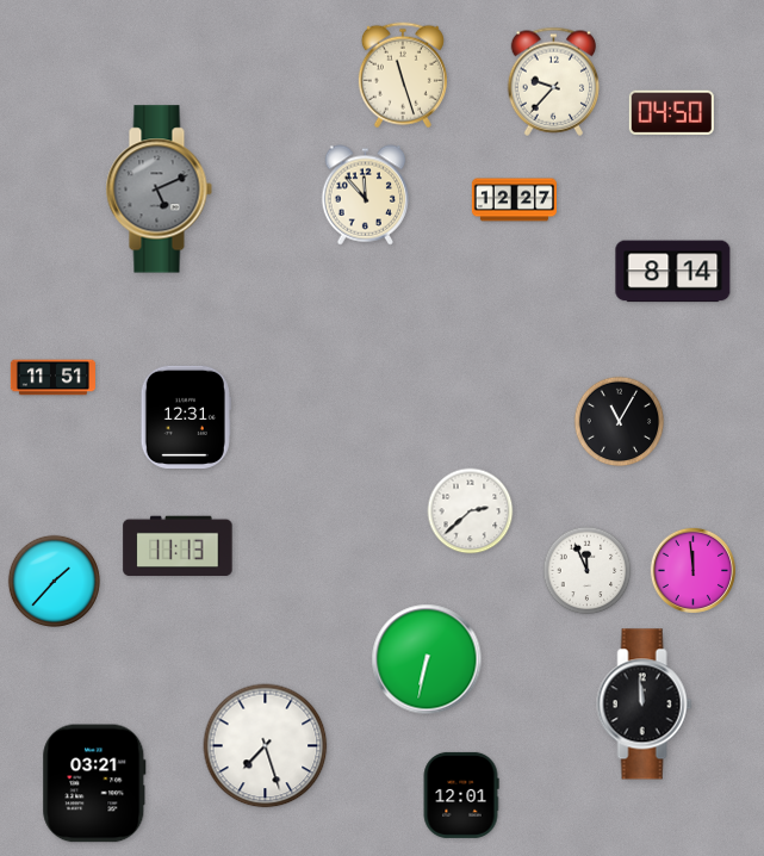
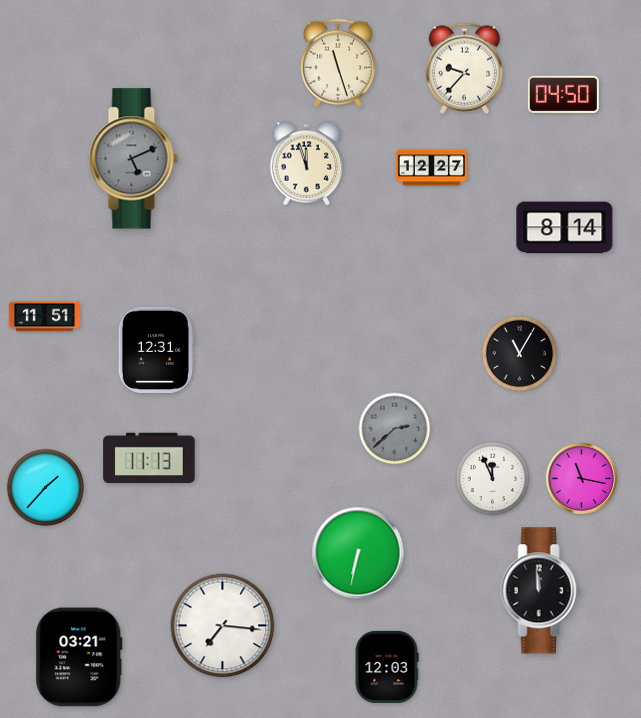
clock at (366, 196): 11:53 -> 11:57
clock at (471, 511) dial: white -> grey
clock at (692, 570): 11:59 -> 11:17
clock at (266, 746): 7:27 -> 7:16
clock at (461, 795): 12:01 -> 12:03
